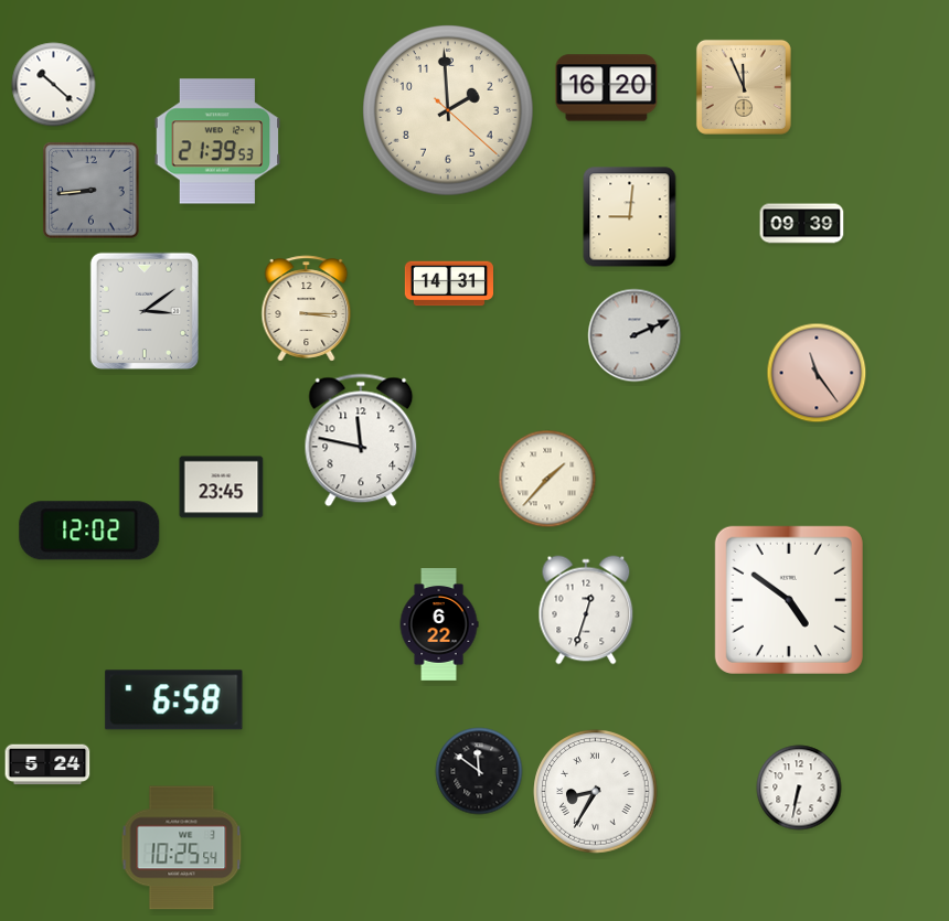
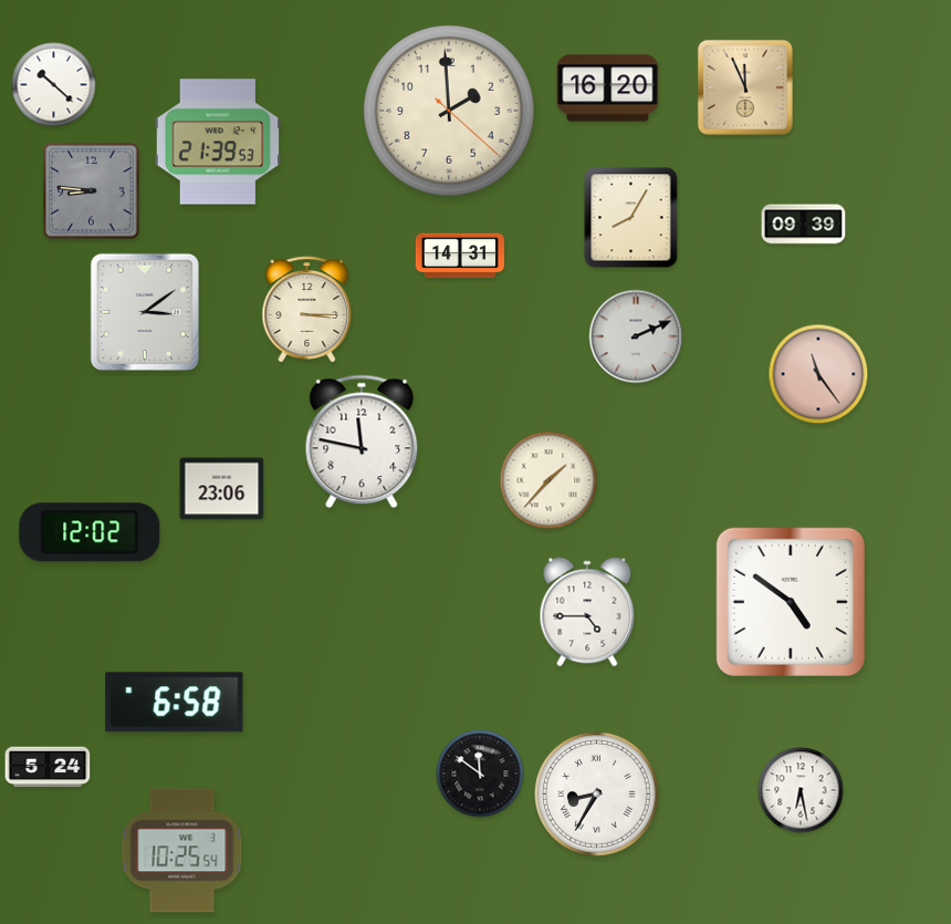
clock at (92, 191): 8:44 -> 8:46
clock at (630, 217): 9:01 -> 8:05
clock at (448, 283) position: (448, 283) -> (459, 256)
clock at (222, 488): 23:45 -> 23:06
clock at (586, 610): 12:33 -> 4:45
clock at (439, 624): 6:22 -> none
clock at (799, 788): 6:32 -> 6:28
